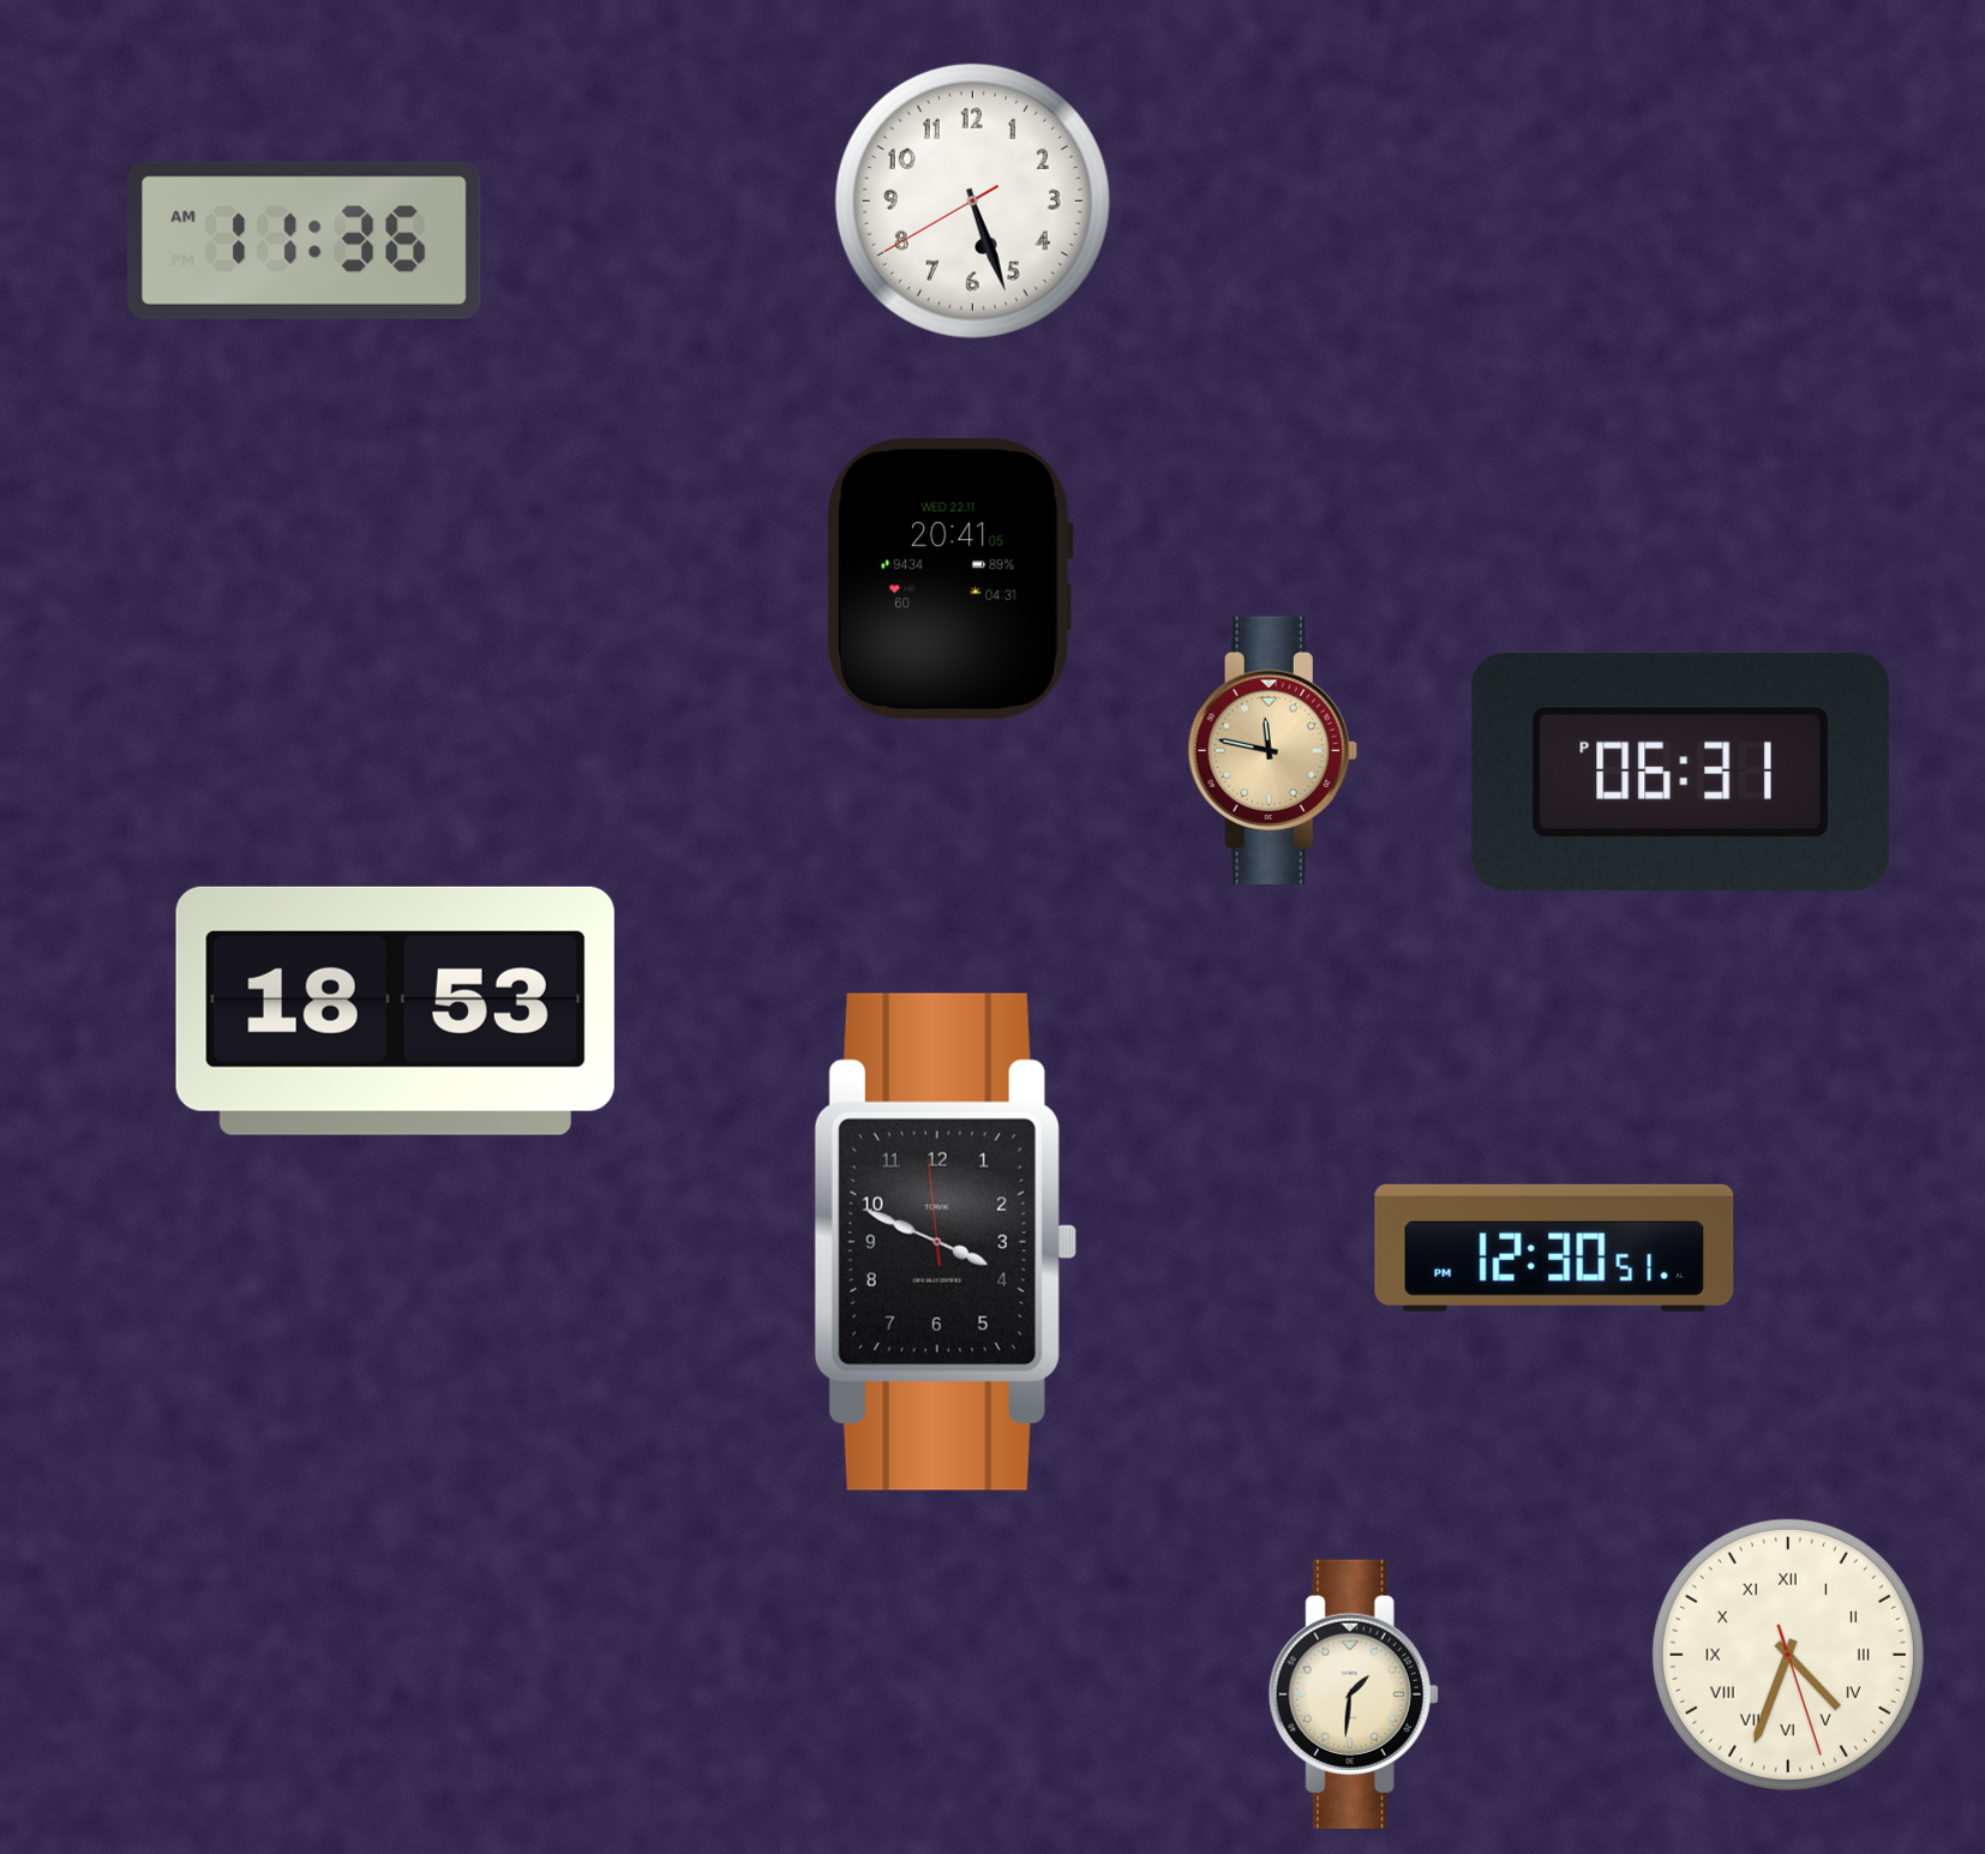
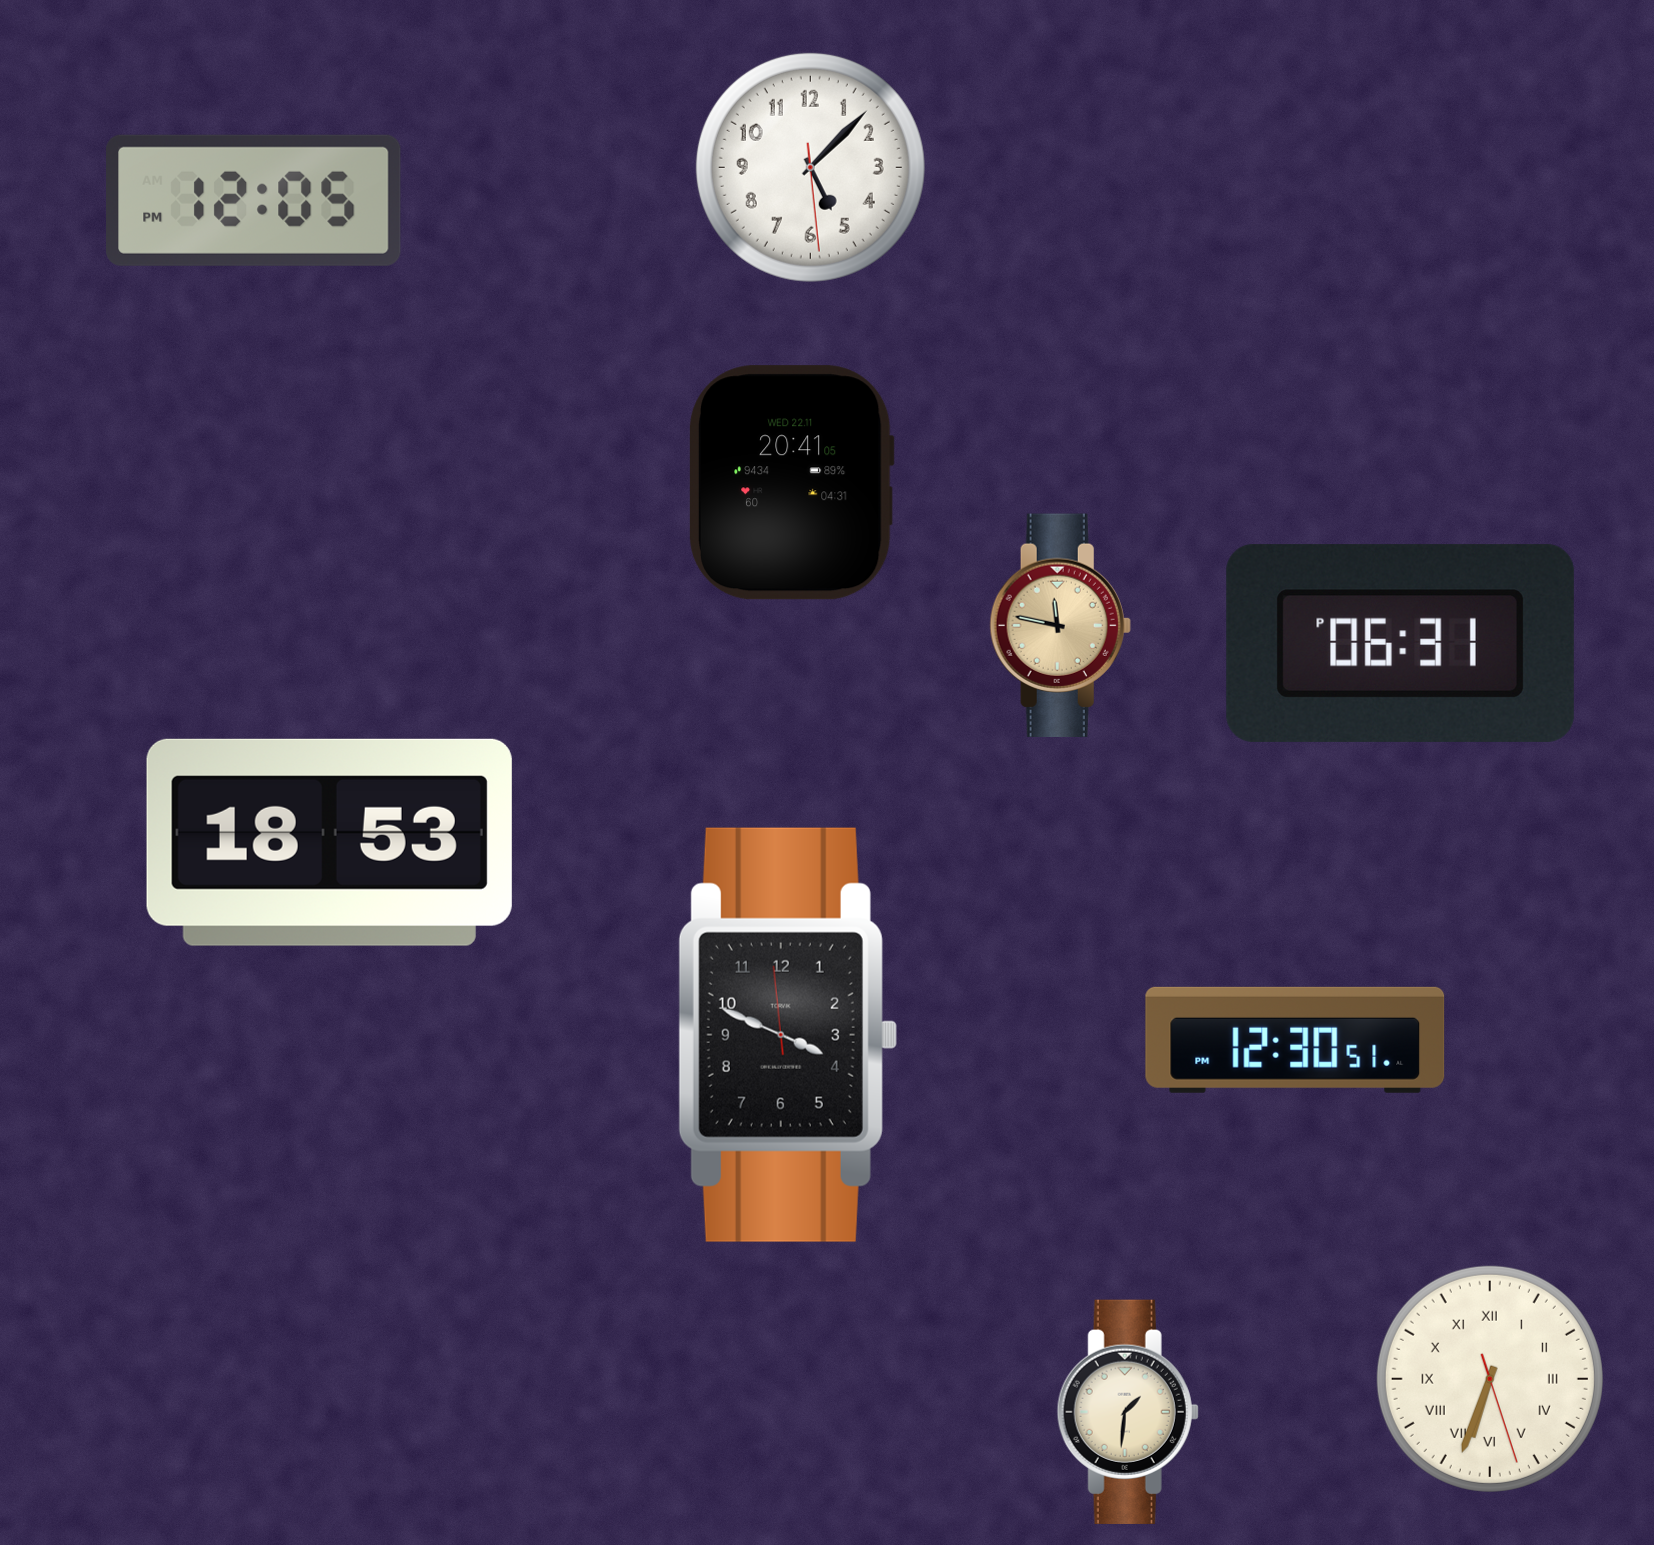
clock at (972, 200): 5:26 -> 5:07
clock at (305, 240): 11:36 -> 12:05
clock at (1788, 1655): 4:33 -> 6:33
